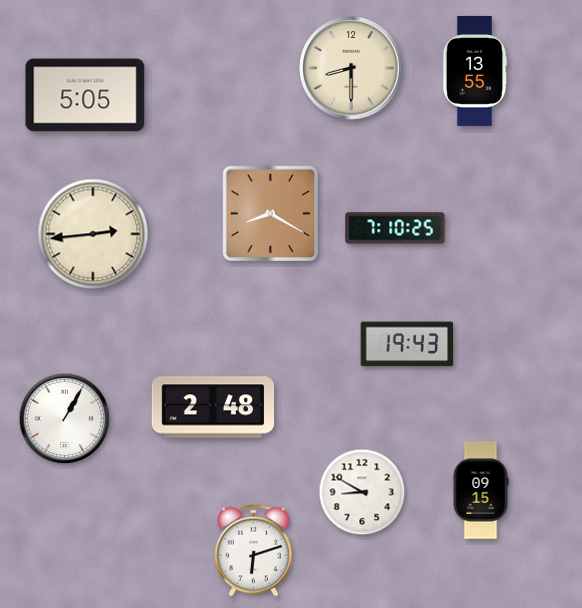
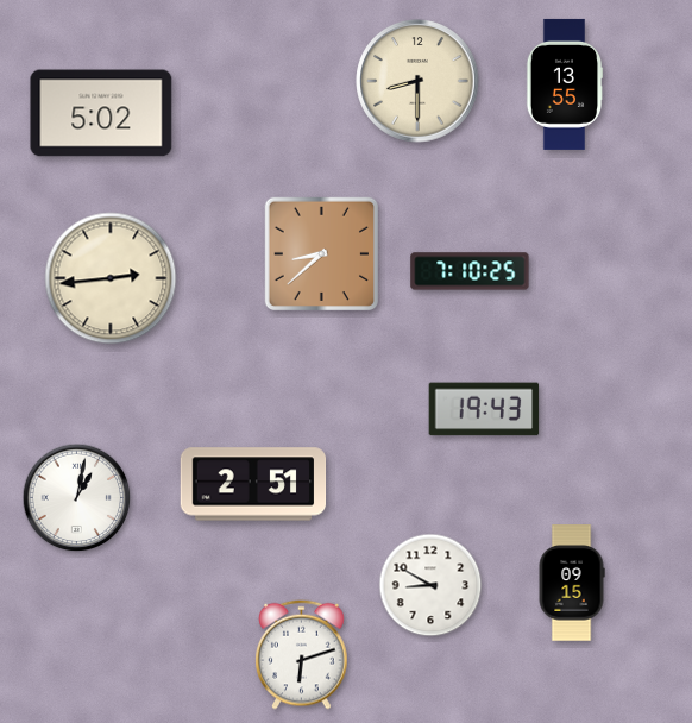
clock at (85, 95): 5:05 -> 5:02
clock at (270, 213): 8:20 -> 8:38
clock at (213, 407): 2:48 -> 2:51
clock at (65, 419): 1:05 -> 1:02
